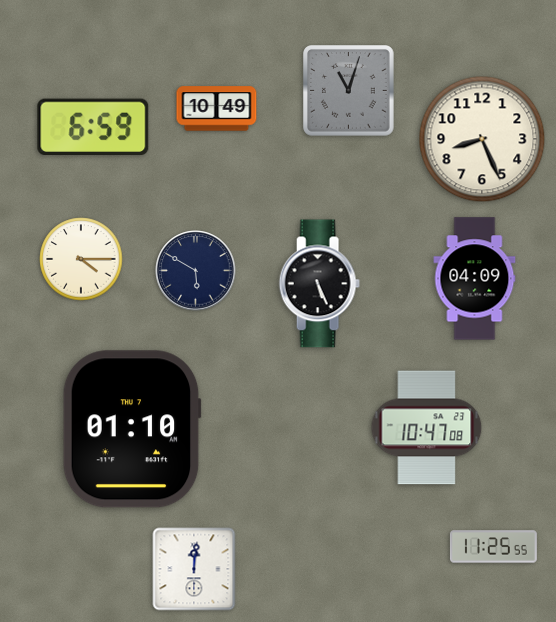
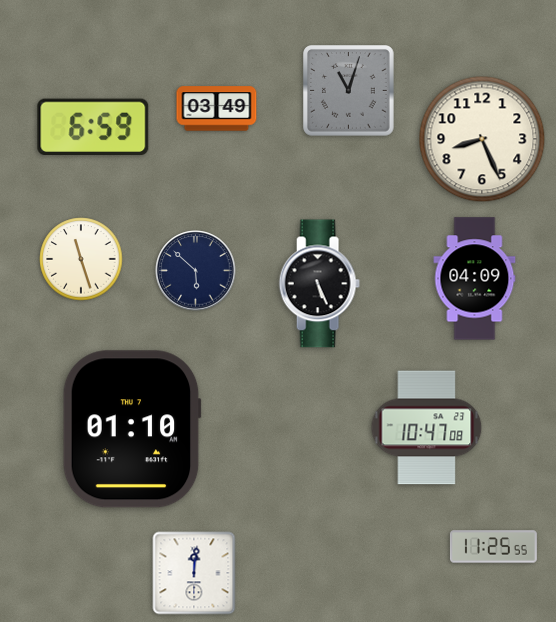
clock at (217, 109): 10:49 -> 03:49
clock at (81, 259): 4:15 -> 11:27
clock at (196, 271): 5:50 -> 5:52
clock at (194, 569) position: (194, 569) -> (194, 573)
